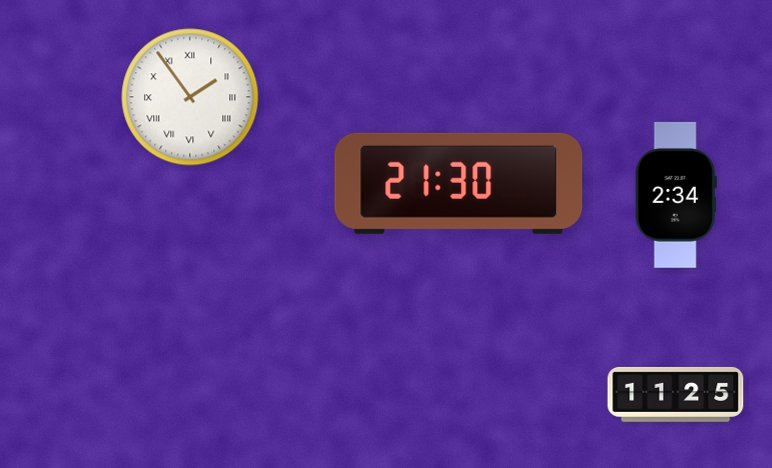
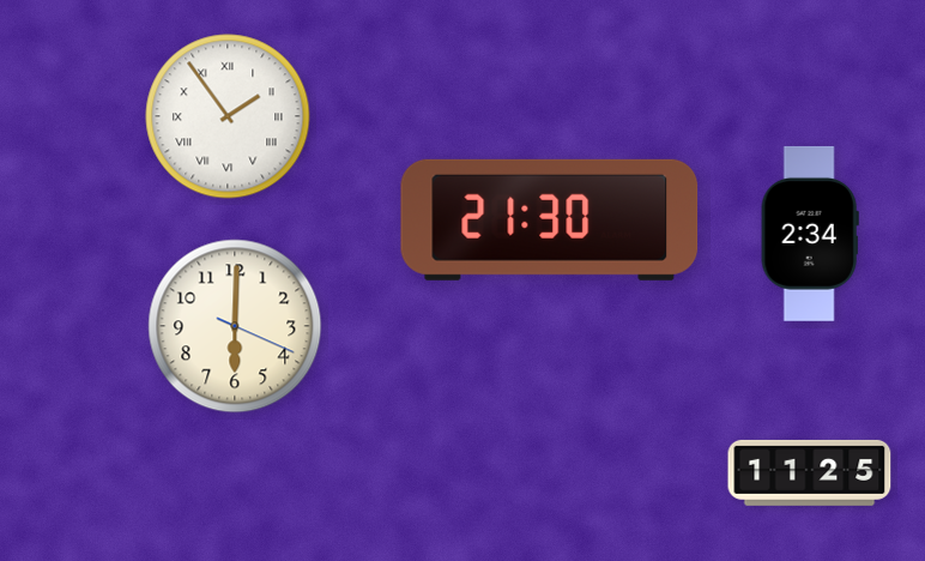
clock at (235, 326): none -> 6:00
